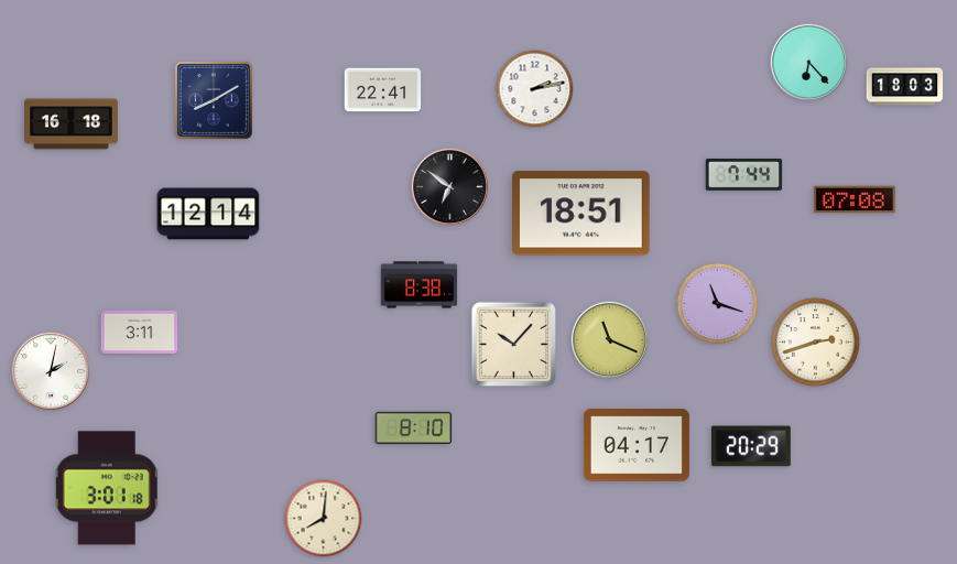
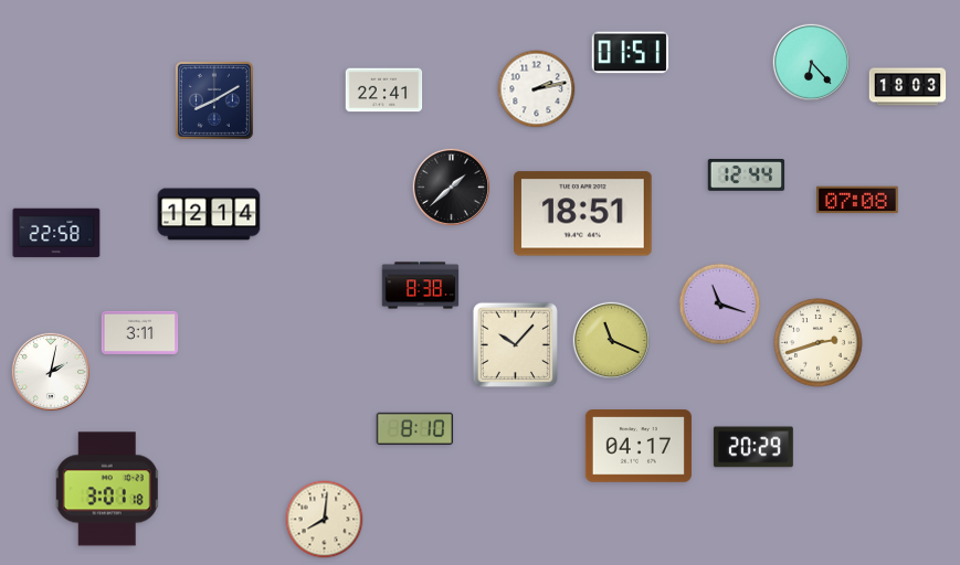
clock at (631, 53): none -> 01:51
clock at (72, 124): 16:18 -> none
clock at (744, 175): 7:44 -> 12:44
clock at (449, 186): 6:51 -> 1:38
clock at (56, 233): none -> 22:58
